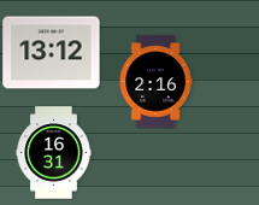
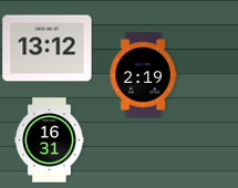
clock at (155, 82): 2:16 -> 2:19
